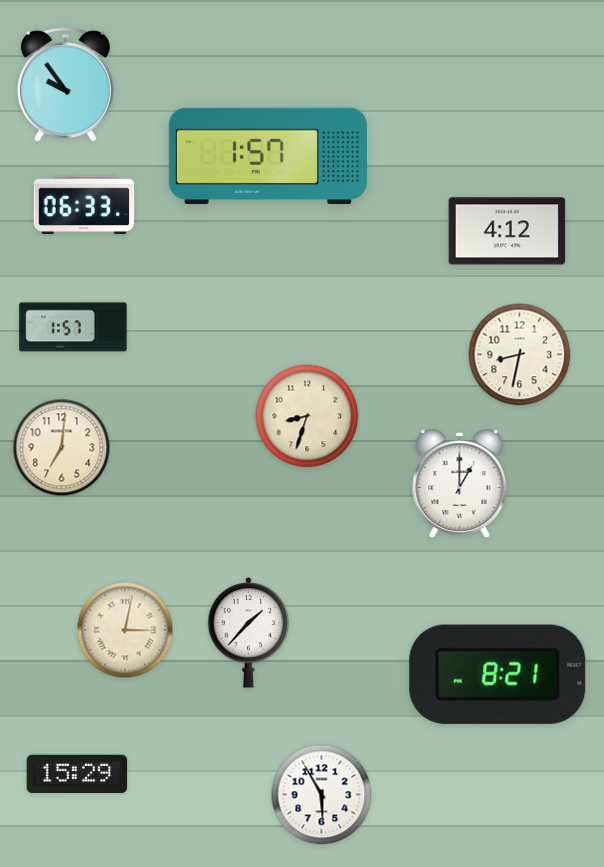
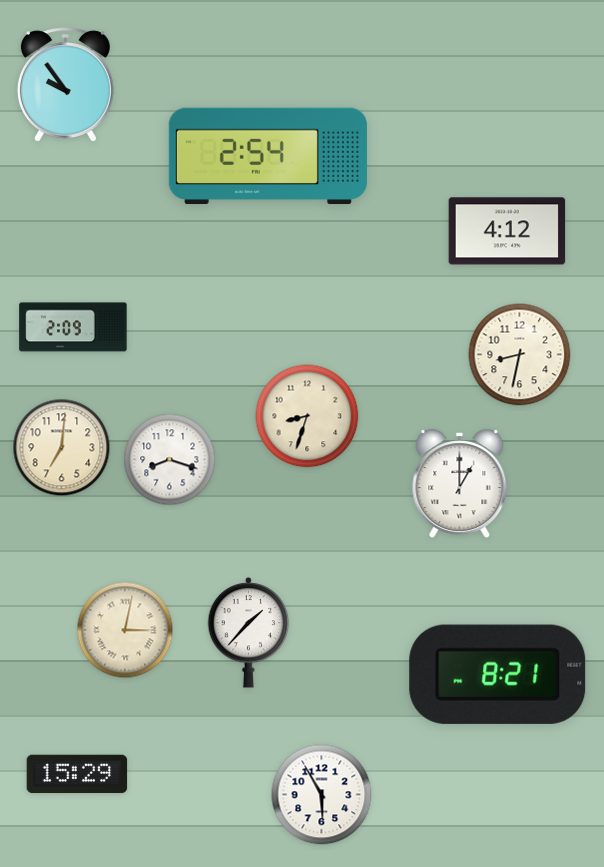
clock at (268, 156): 1:57 -> 2:54
clock at (84, 205): 06:33 -> none
clock at (73, 327): 1:57 -> 2:09
clock at (170, 460): none -> 8:18
